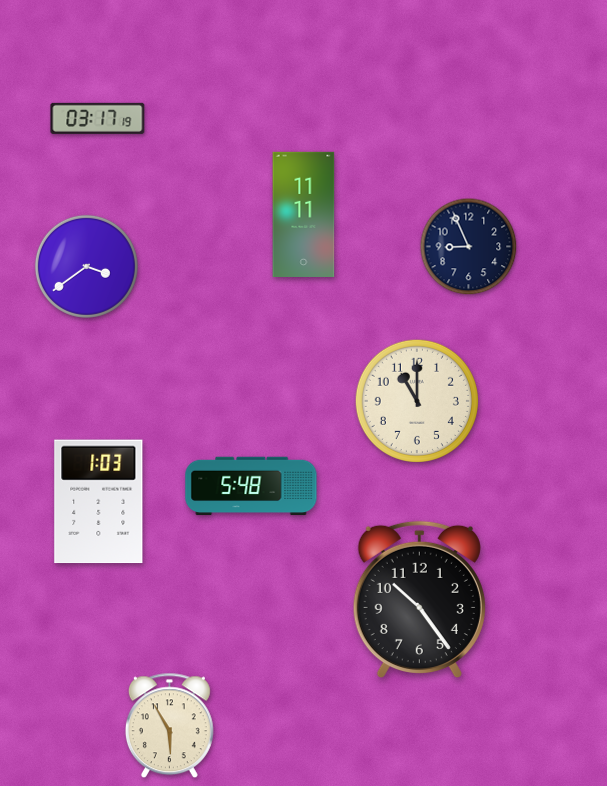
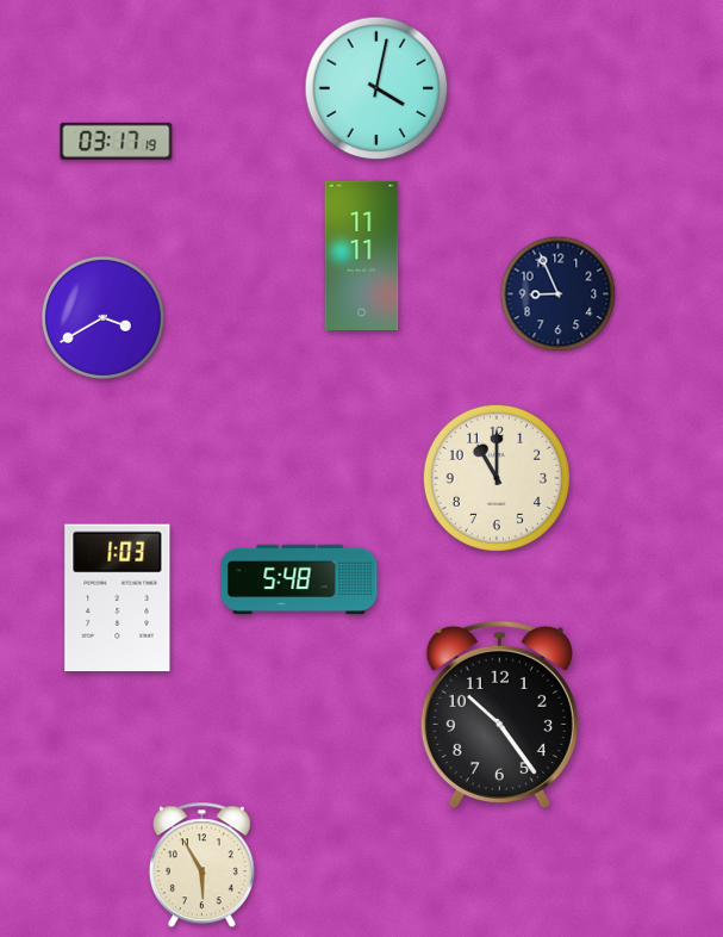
clock at (376, 88): none -> 4:02
clock at (86, 266): 3:39 -> 3:40
